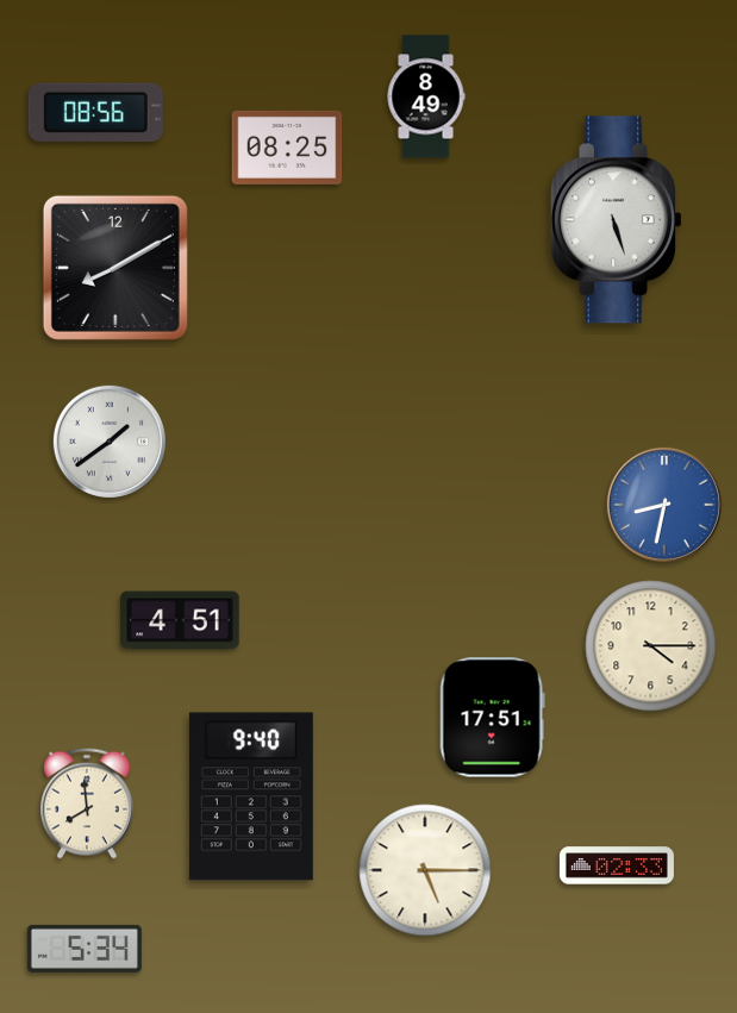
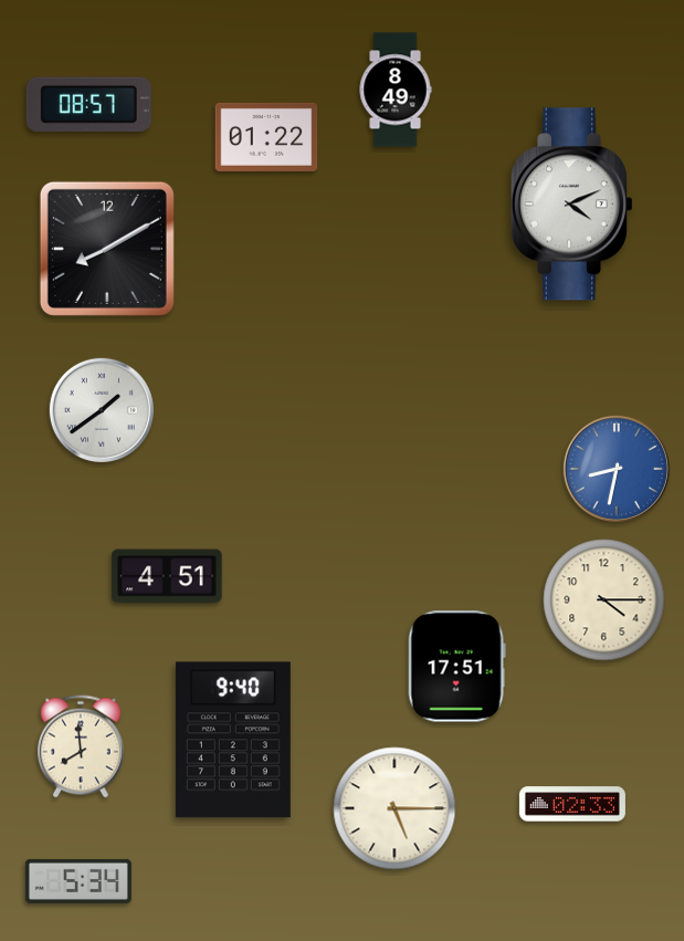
clock at (95, 112): 08:56 -> 08:57
clock at (287, 148): 08:25 -> 01:22
clock at (616, 220): 5:27 -> 4:11
